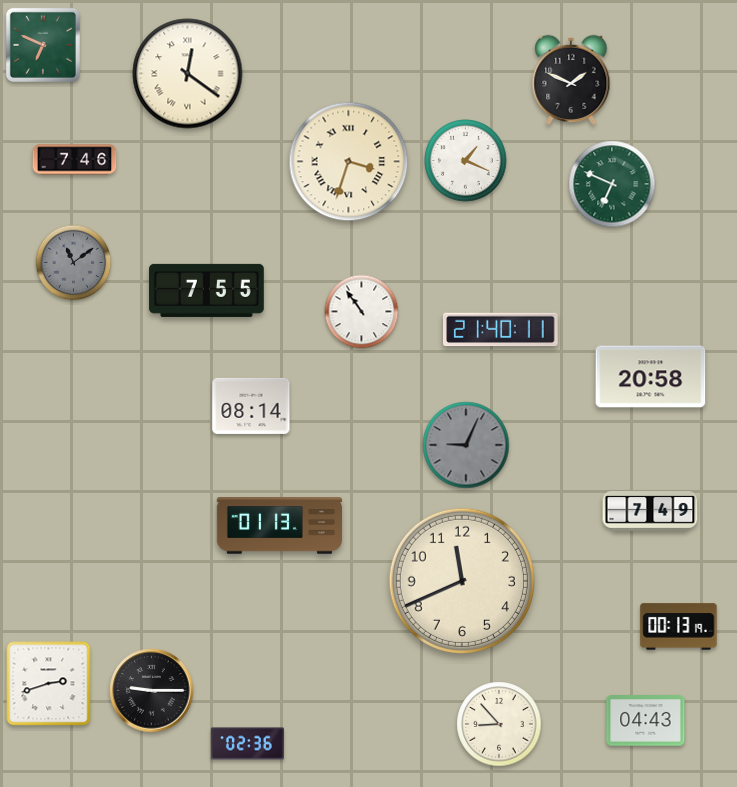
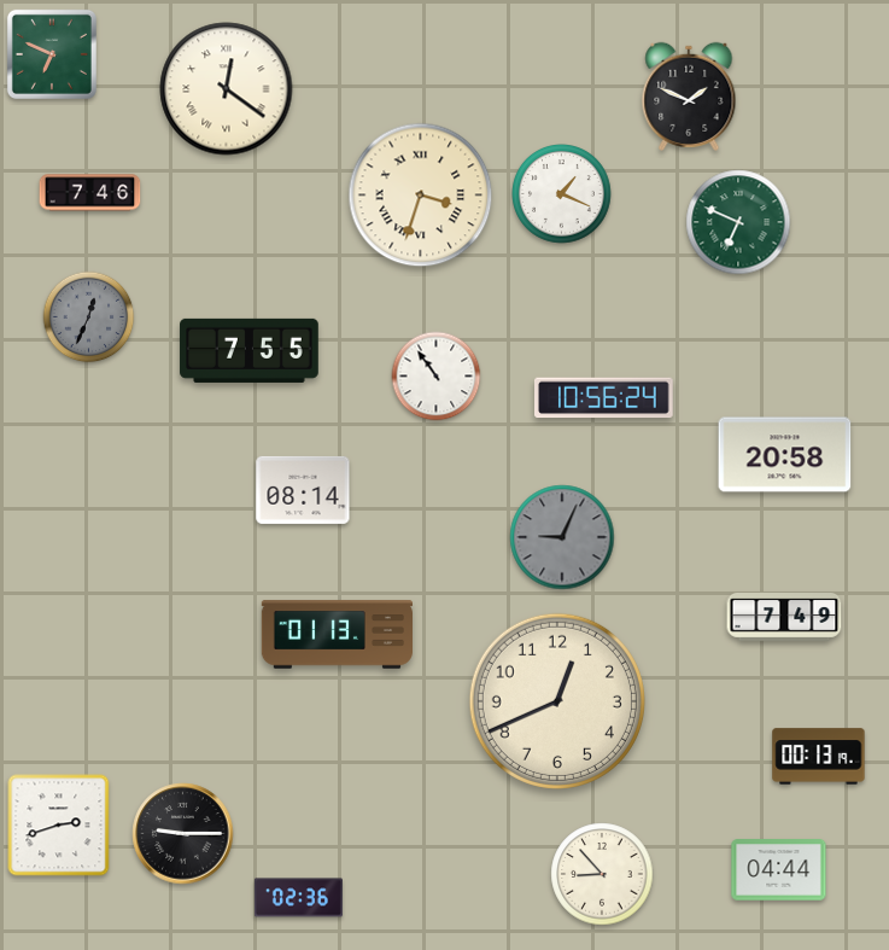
clock at (74, 263): 11:09 -> 12:34
clock at (501, 330): 21:40 -> 10:56
clock at (462, 581): 11:41 -> 12:41
clock at (646, 721): 04:43 -> 04:44
